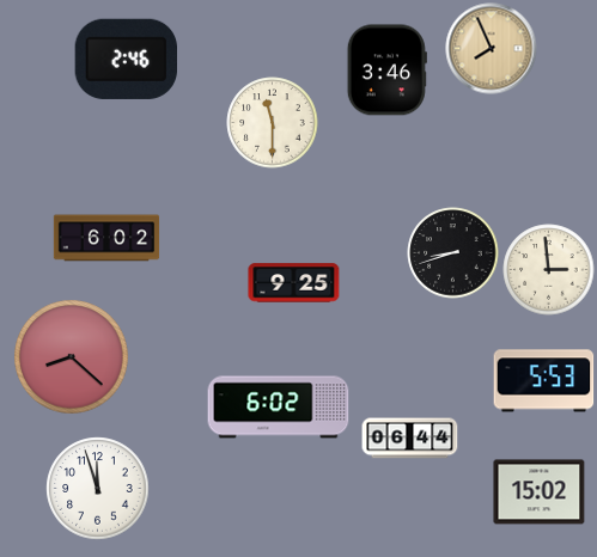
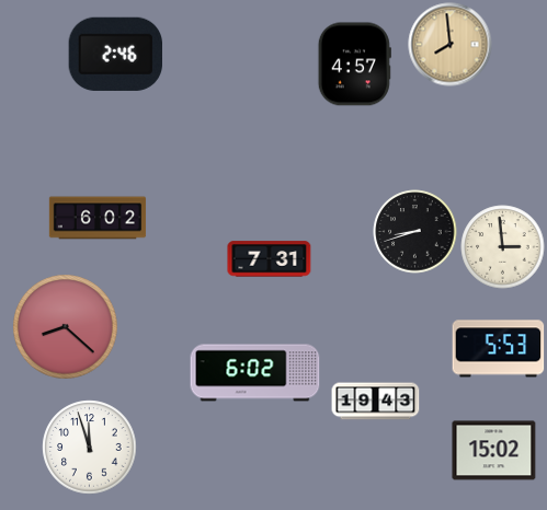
clock at (492, 49): 7:56 -> 7:59
clock at (386, 71): 3:46 -> 4:57
clock at (273, 123): 11:30 -> none
clock at (294, 283): 9:25 -> 7:31
clock at (410, 439): 06:44 -> 19:43
